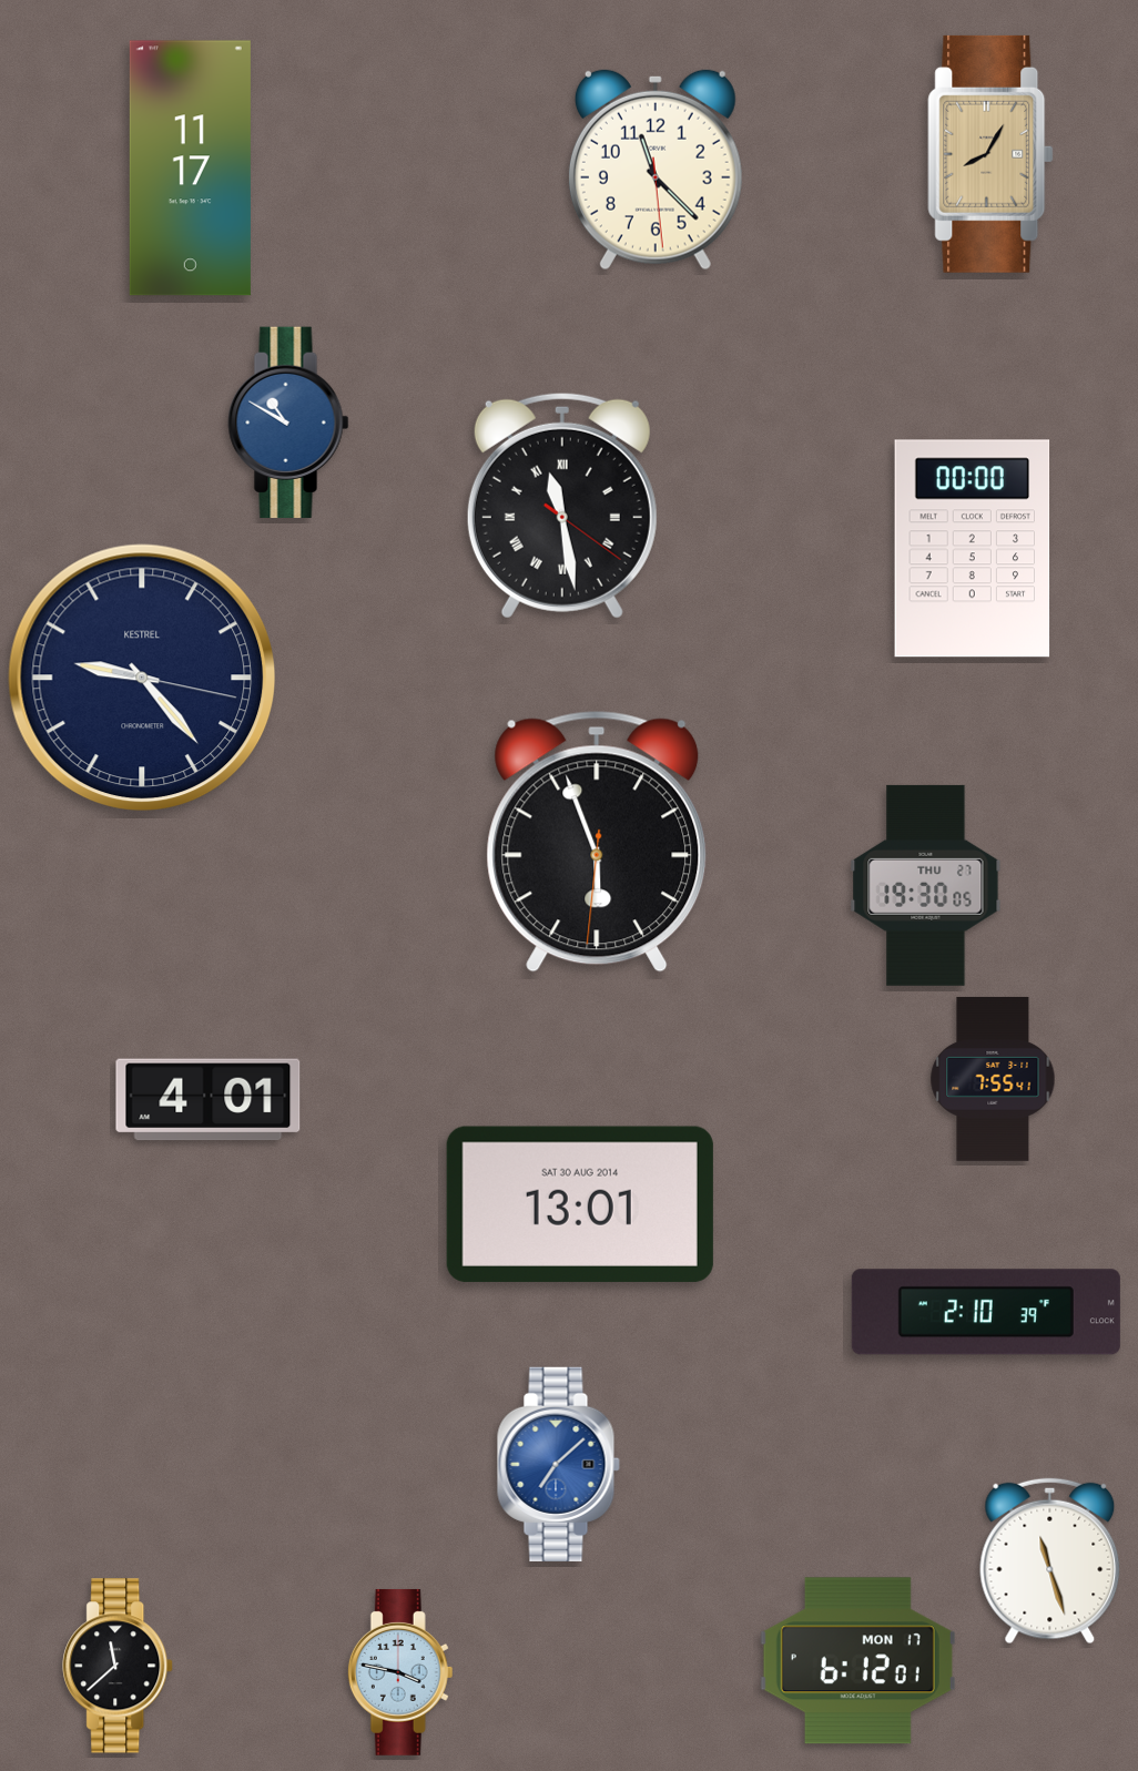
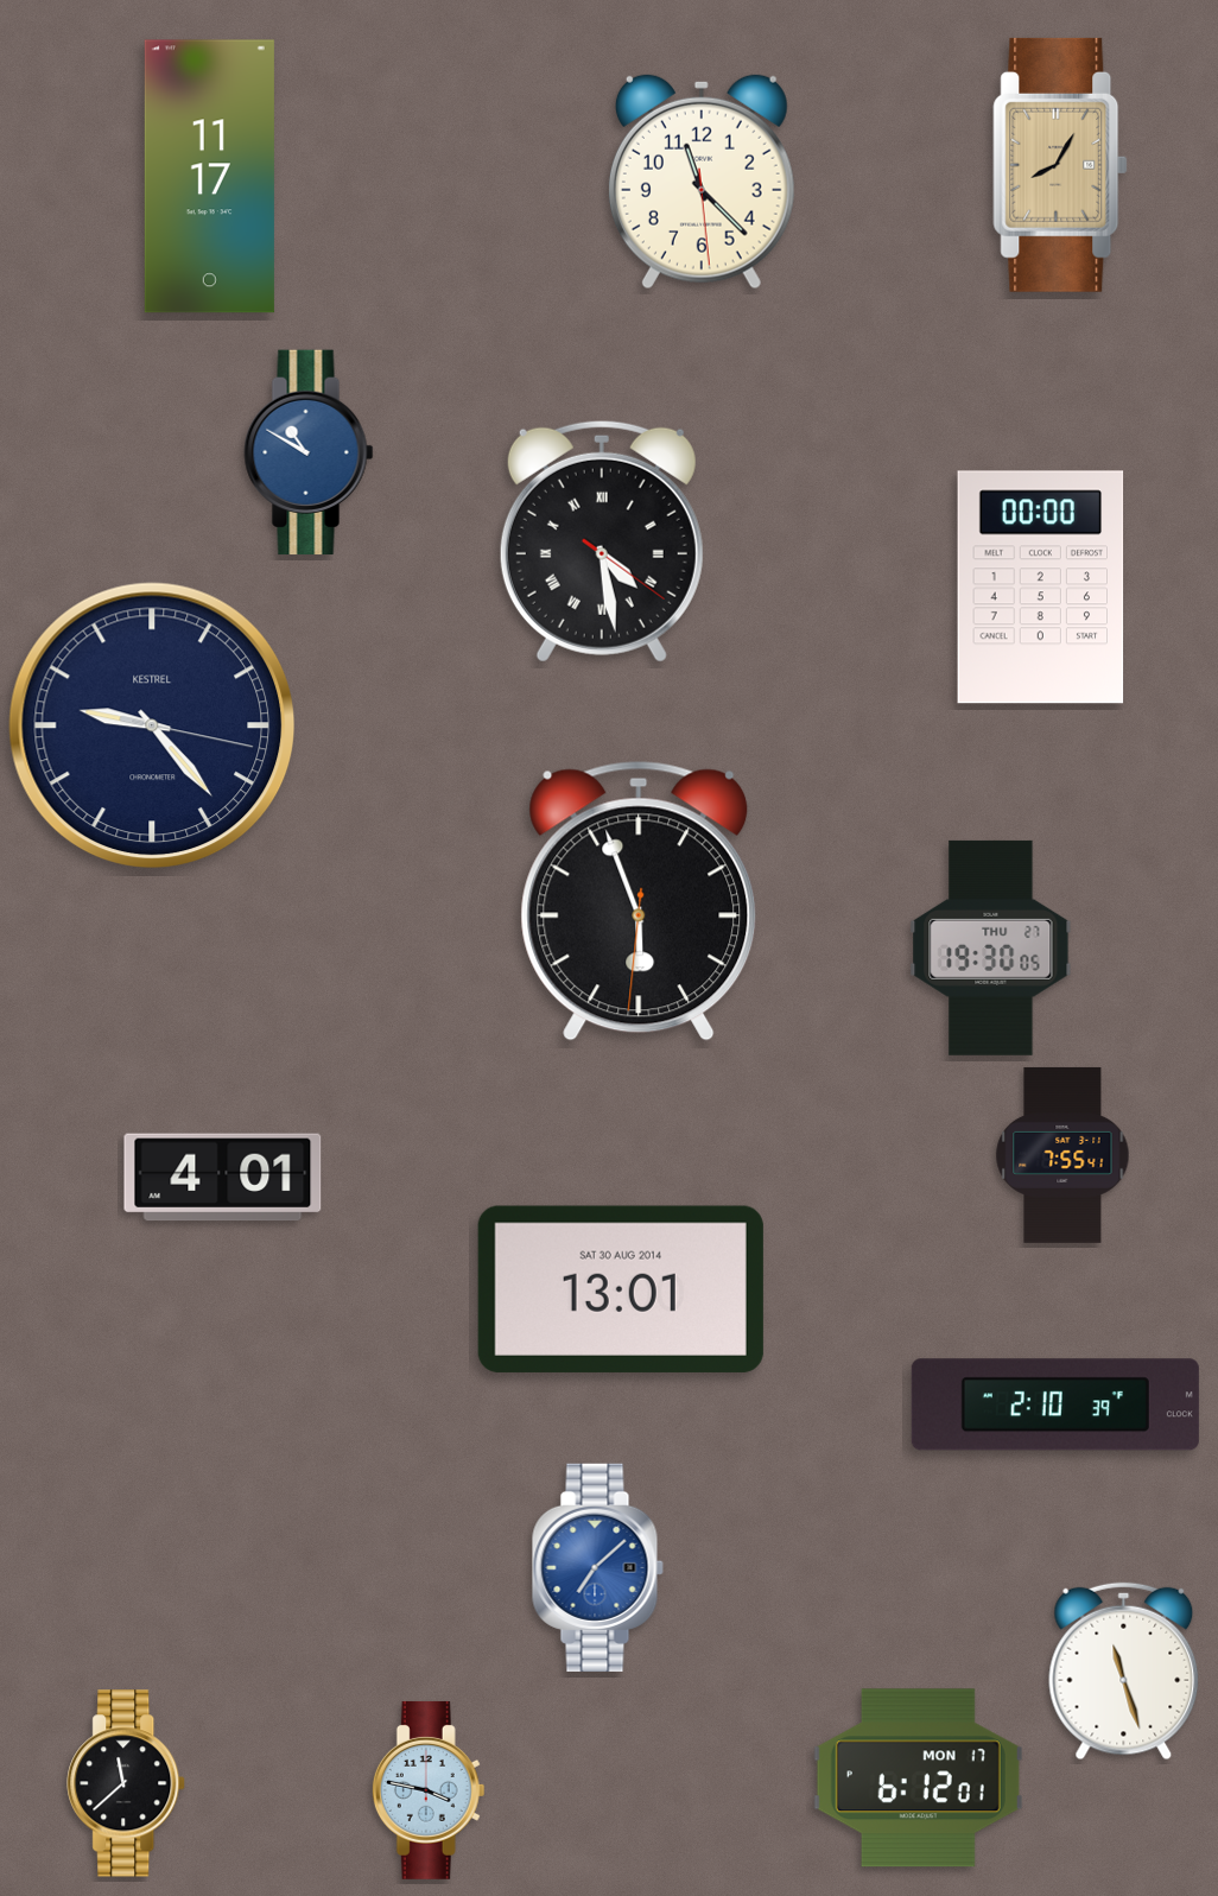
clock at (190, 169) position: (190, 169) -> (209, 177)
clock at (562, 506): 11:28 -> 4:28
